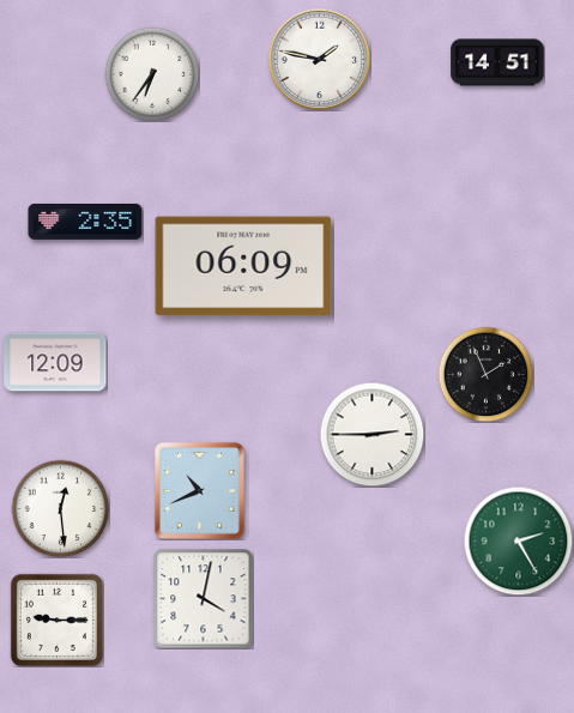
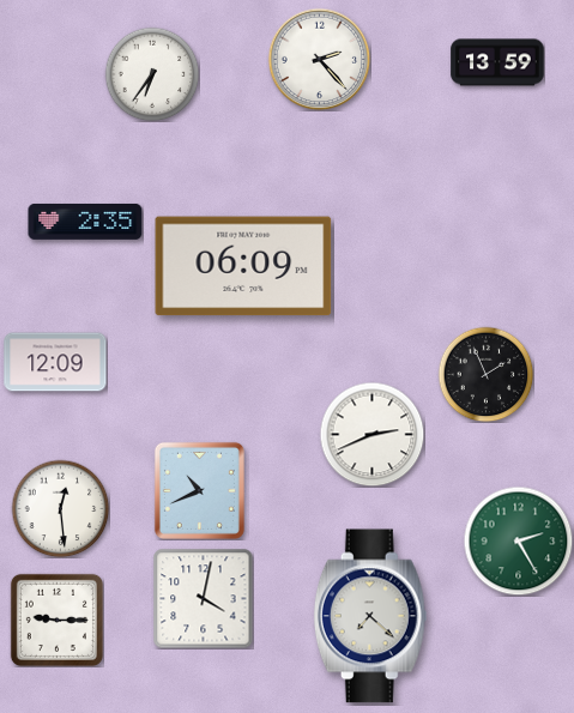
clock at (319, 59): 1:47 -> 2:23
clock at (497, 62): 14:51 -> 13:59
clock at (371, 434): 2:45 -> 2:41
clock at (370, 616): none -> 7:22
